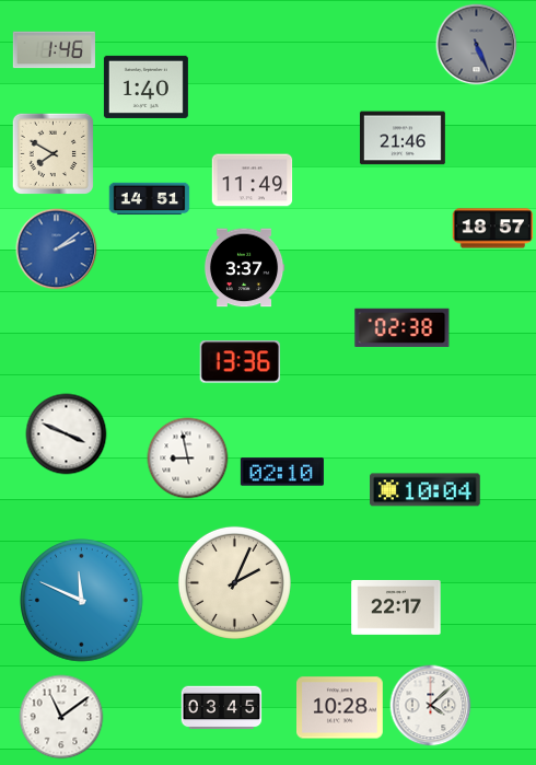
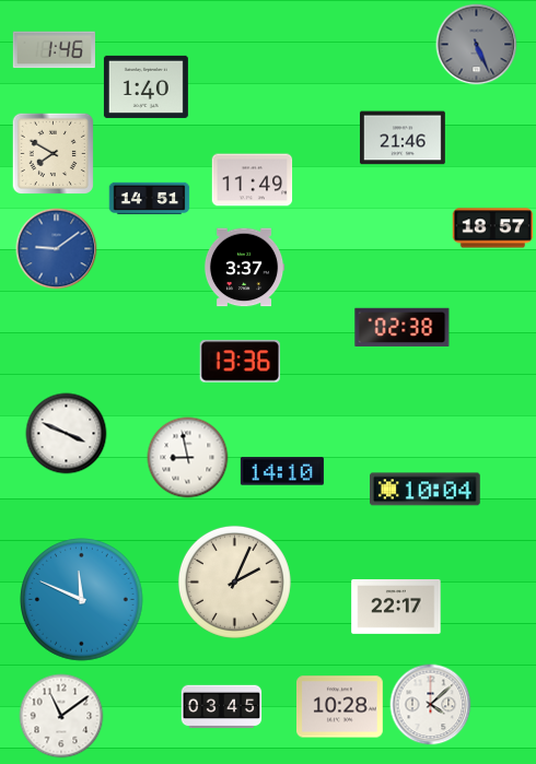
clock at (57, 250): 2:09 -> 9:09
clock at (282, 472): 02:10 -> 14:10
